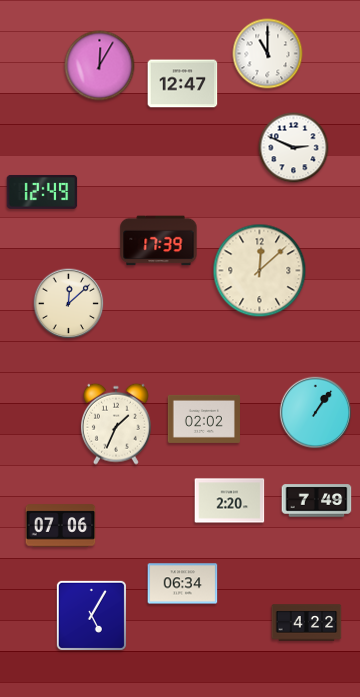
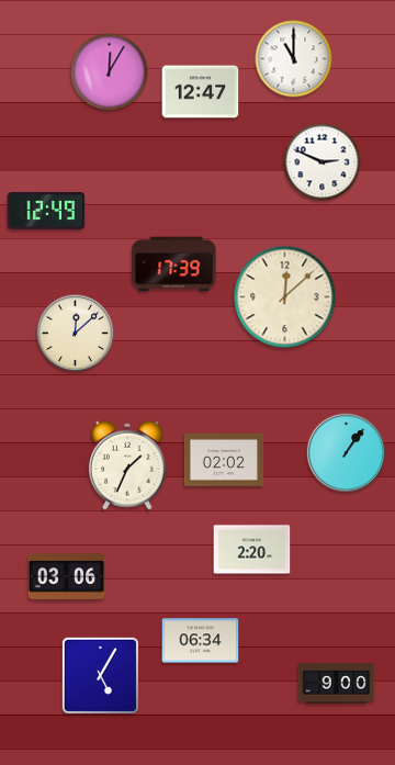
clock at (317, 501): 7:49 -> none
clock at (61, 526): 07:06 -> 03:06
clock at (307, 623): 4:22 -> 9:00
